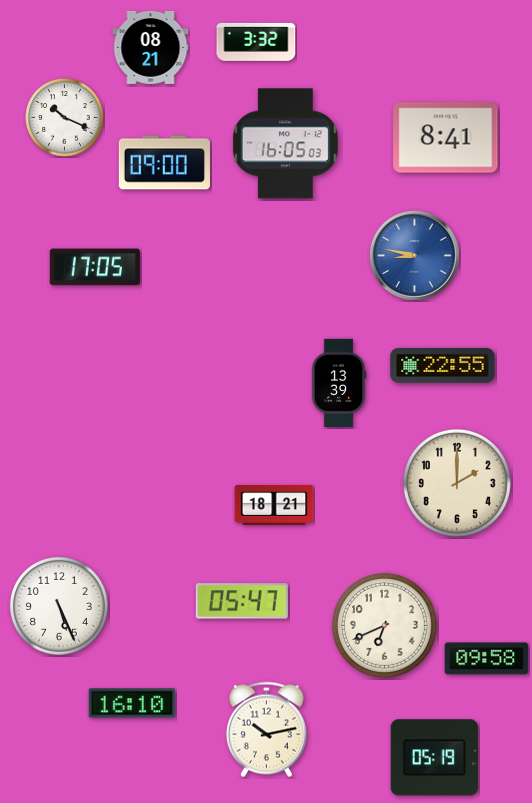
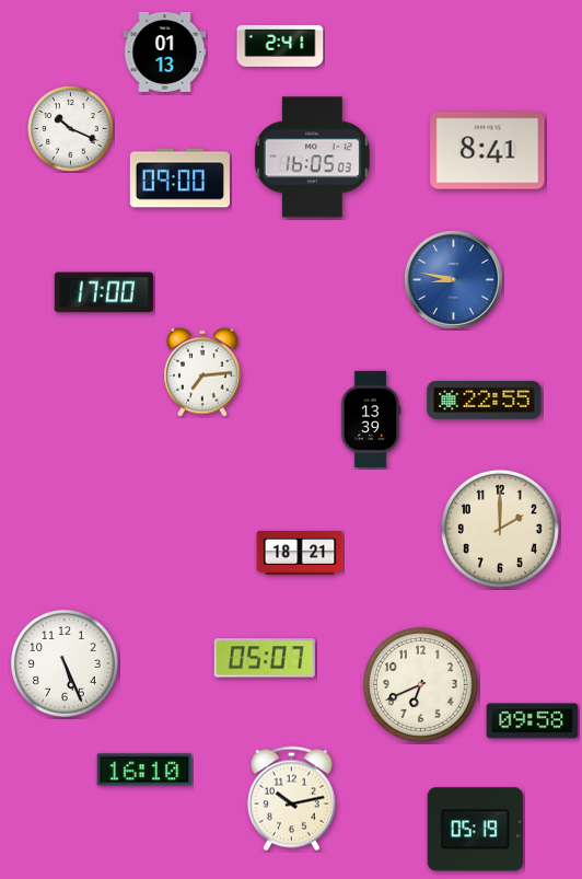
clock at (256, 42): 3:32 -> 2:41
clock at (151, 47): 08:21 -> 01:13
clock at (95, 267): 17:05 -> 17:00
clock at (202, 372): none -> 7:14
clock at (242, 601): 05:47 -> 05:07
